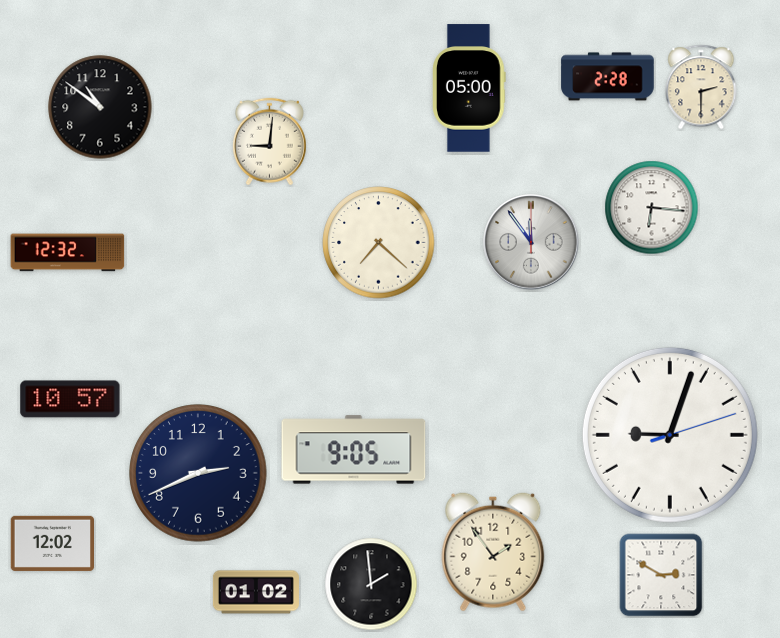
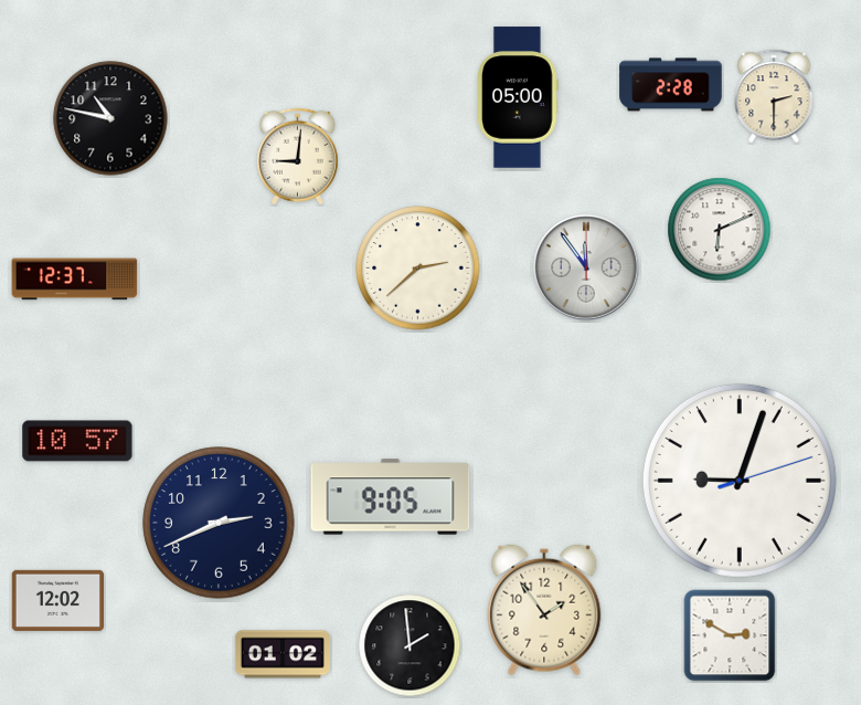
clock at (100, 107): 10:51 -> 10:47
clock at (652, 208): 6:16 -> 6:11
clock at (379, 243): 7:22 -> 2:38
clock at (68, 253): 12:32 -> 12:37
